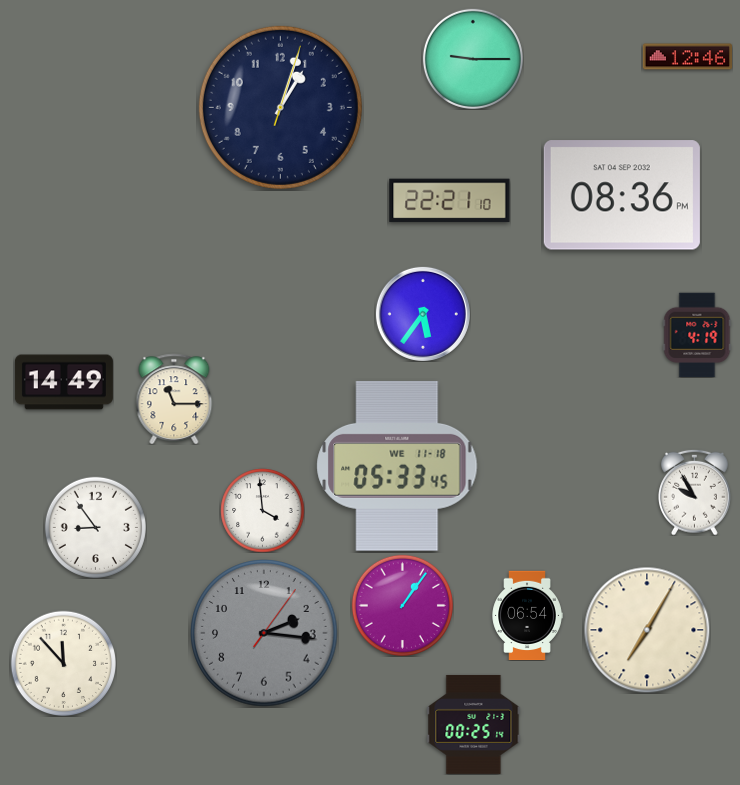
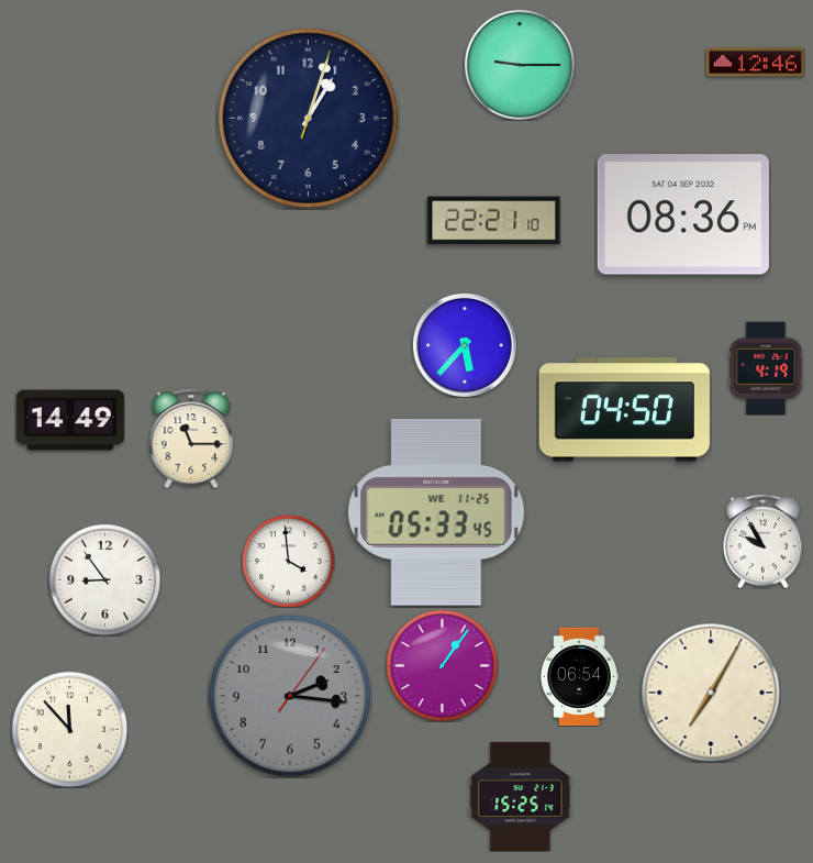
clock at (423, 314): 5:36 -> 5:37
clock at (624, 410): none -> 04:50
clock at (397, 466) date: WE 11-18 -> WE 11-25
clock at (474, 724): 00:25 -> 15:25
